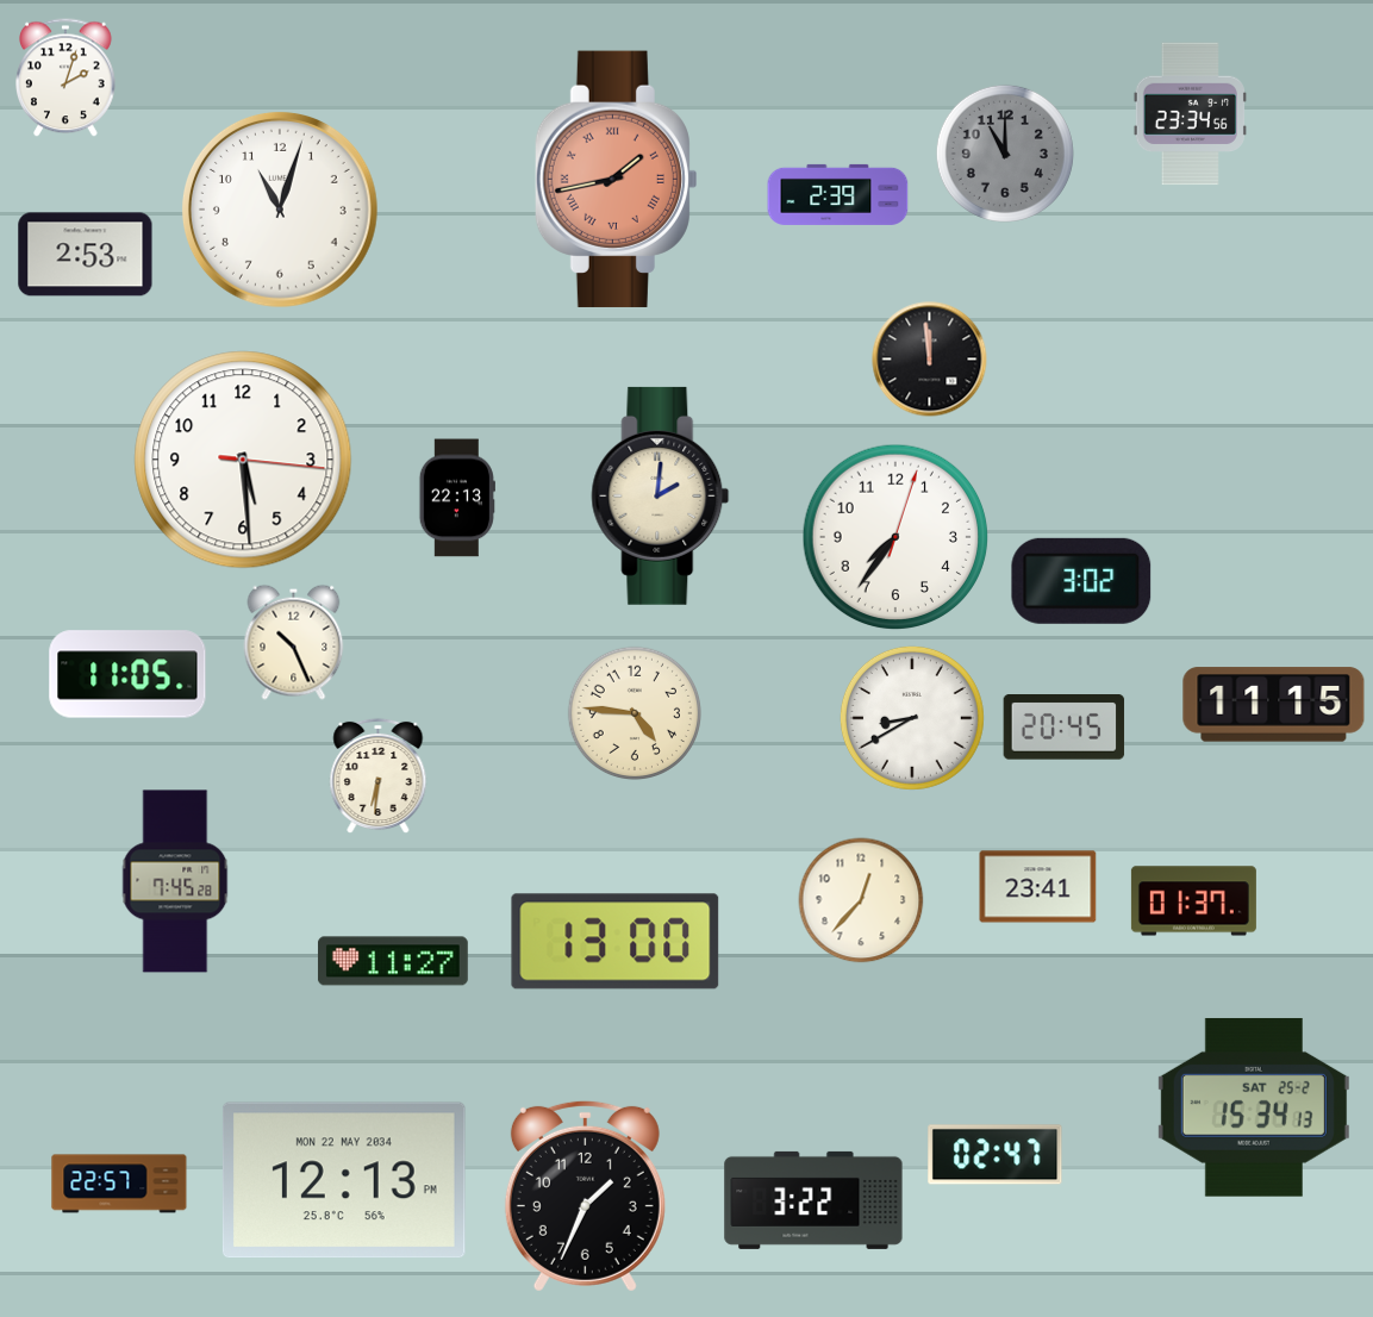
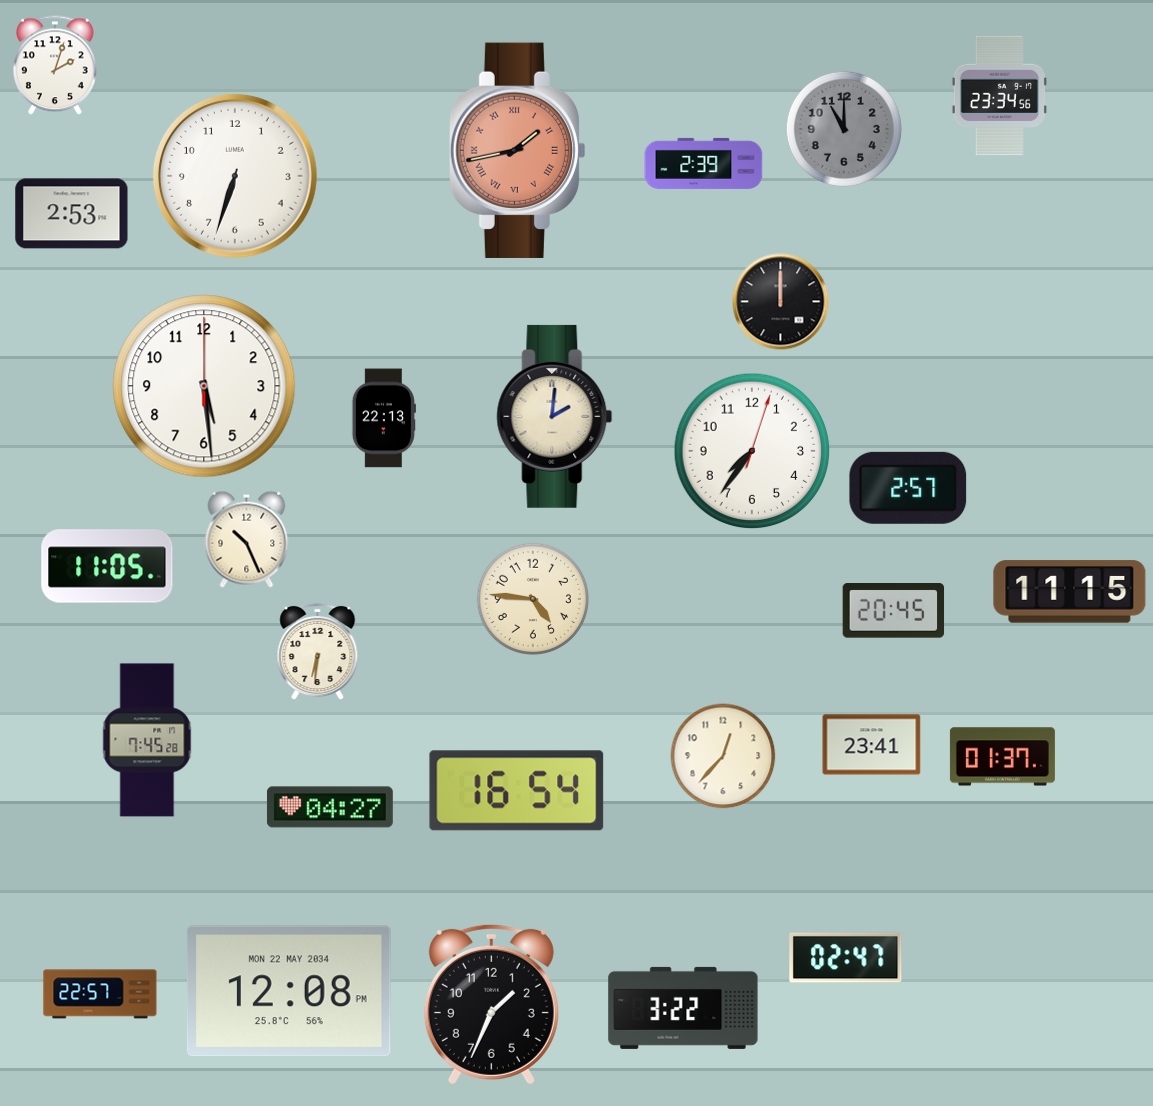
clock at (280, 210): 11:03 -> 6:33
clock at (930, 360): 11:59 -> 12:00
clock at (243, 460): 5:29:16 -> 5:29:00
clock at (1081, 581): 3:02 -> 2:57
clock at (912, 718): 8:40 -> none
clock at (616, 942): 13:00 -> 16:54
clock at (393, 961): 11:27 -> 04:27
clock at (1254, 1107): 15:34 -> none
clock at (996, 1155) position: (996, 1155) -> (846, 958)
clock at (344, 1180): 12:13 -> 12:08
